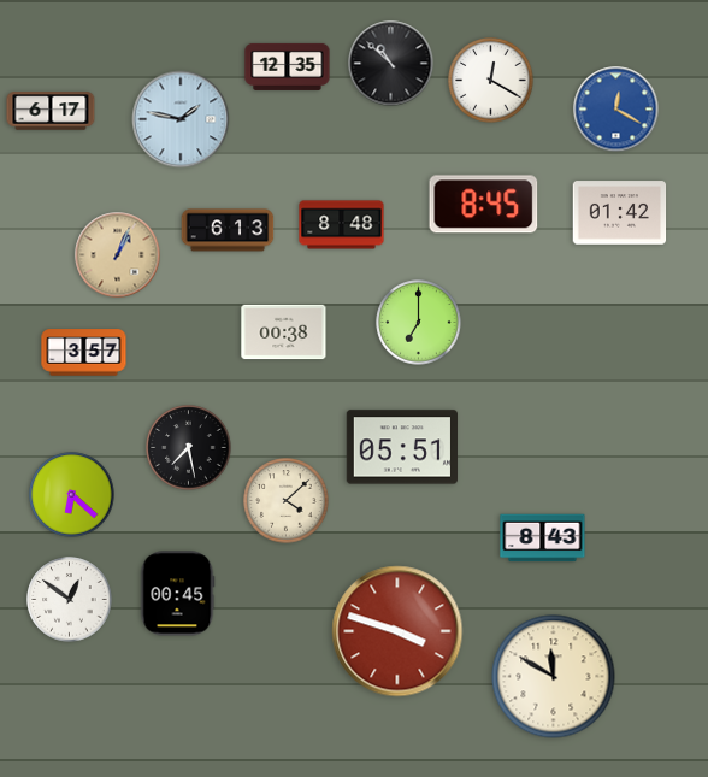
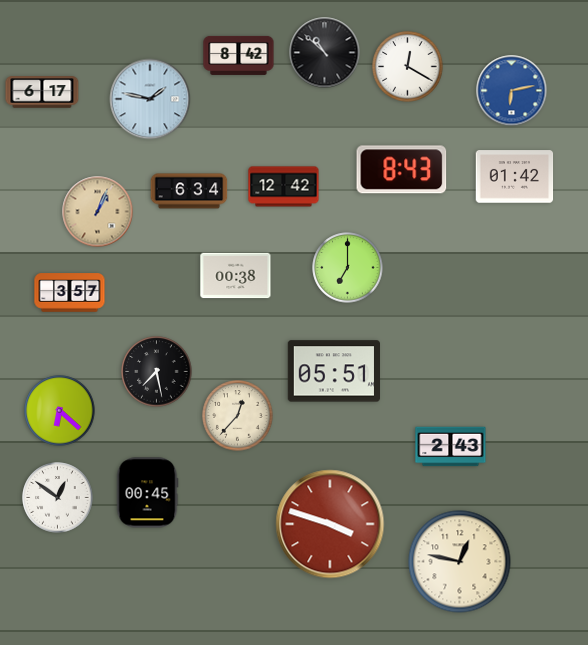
clock at (288, 66): 12:35 -> 8:42
clock at (616, 110): 12:20 -> 6:13
clock at (484, 205): 8:45 -> 8:43
clock at (342, 225): 8:48 -> 12:42
clock at (228, 230): 6:13 -> 6:34
clock at (287, 501): 4:08 -> 12:37
clock at (543, 538): 8:43 -> 2:43
clock at (554, 677): 11:50 -> 12:47
